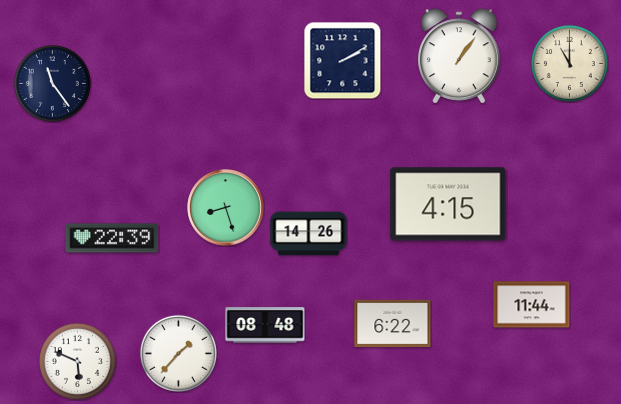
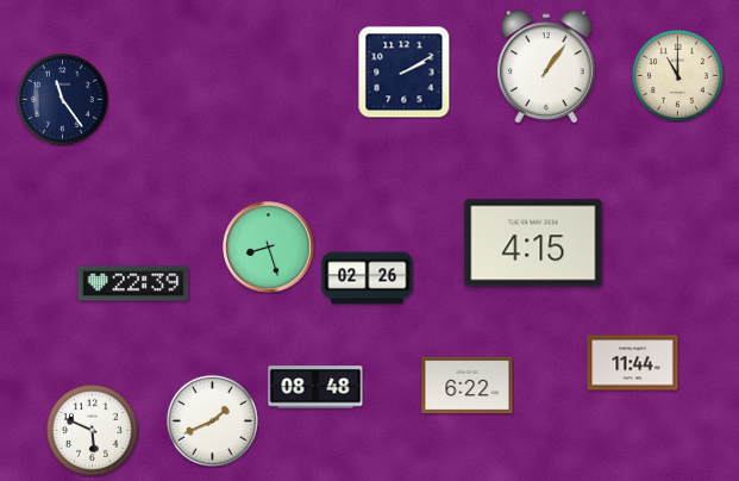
clock at (342, 60) position: (342, 60) -> (403, 71)
clock at (309, 234): 14:26 -> 02:26
clock at (178, 353): 1:37 -> 1:41
